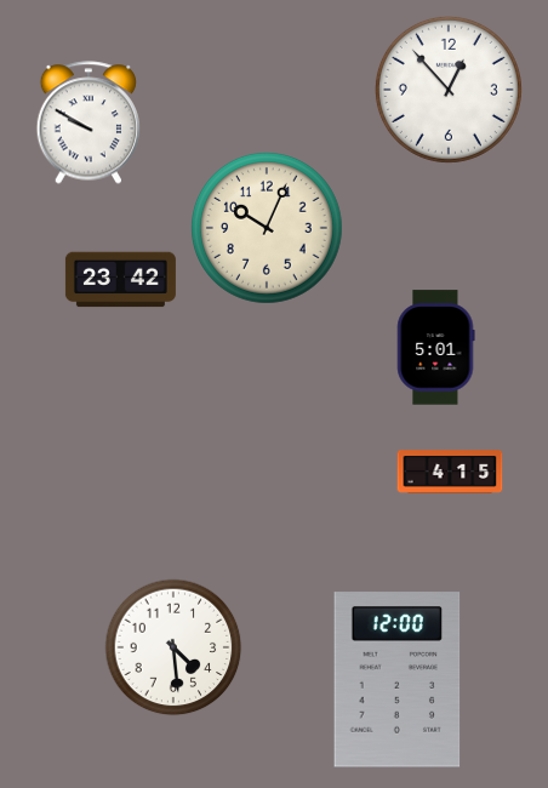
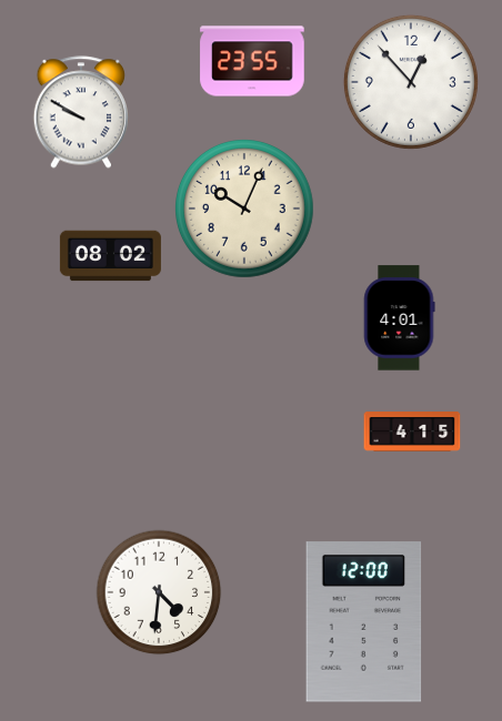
clock at (252, 61): none -> 23:55
clock at (120, 280): 23:42 -> 08:02
clock at (435, 348): 5:01 -> 4:01
clock at (173, 647): 4:29 -> 4:31
